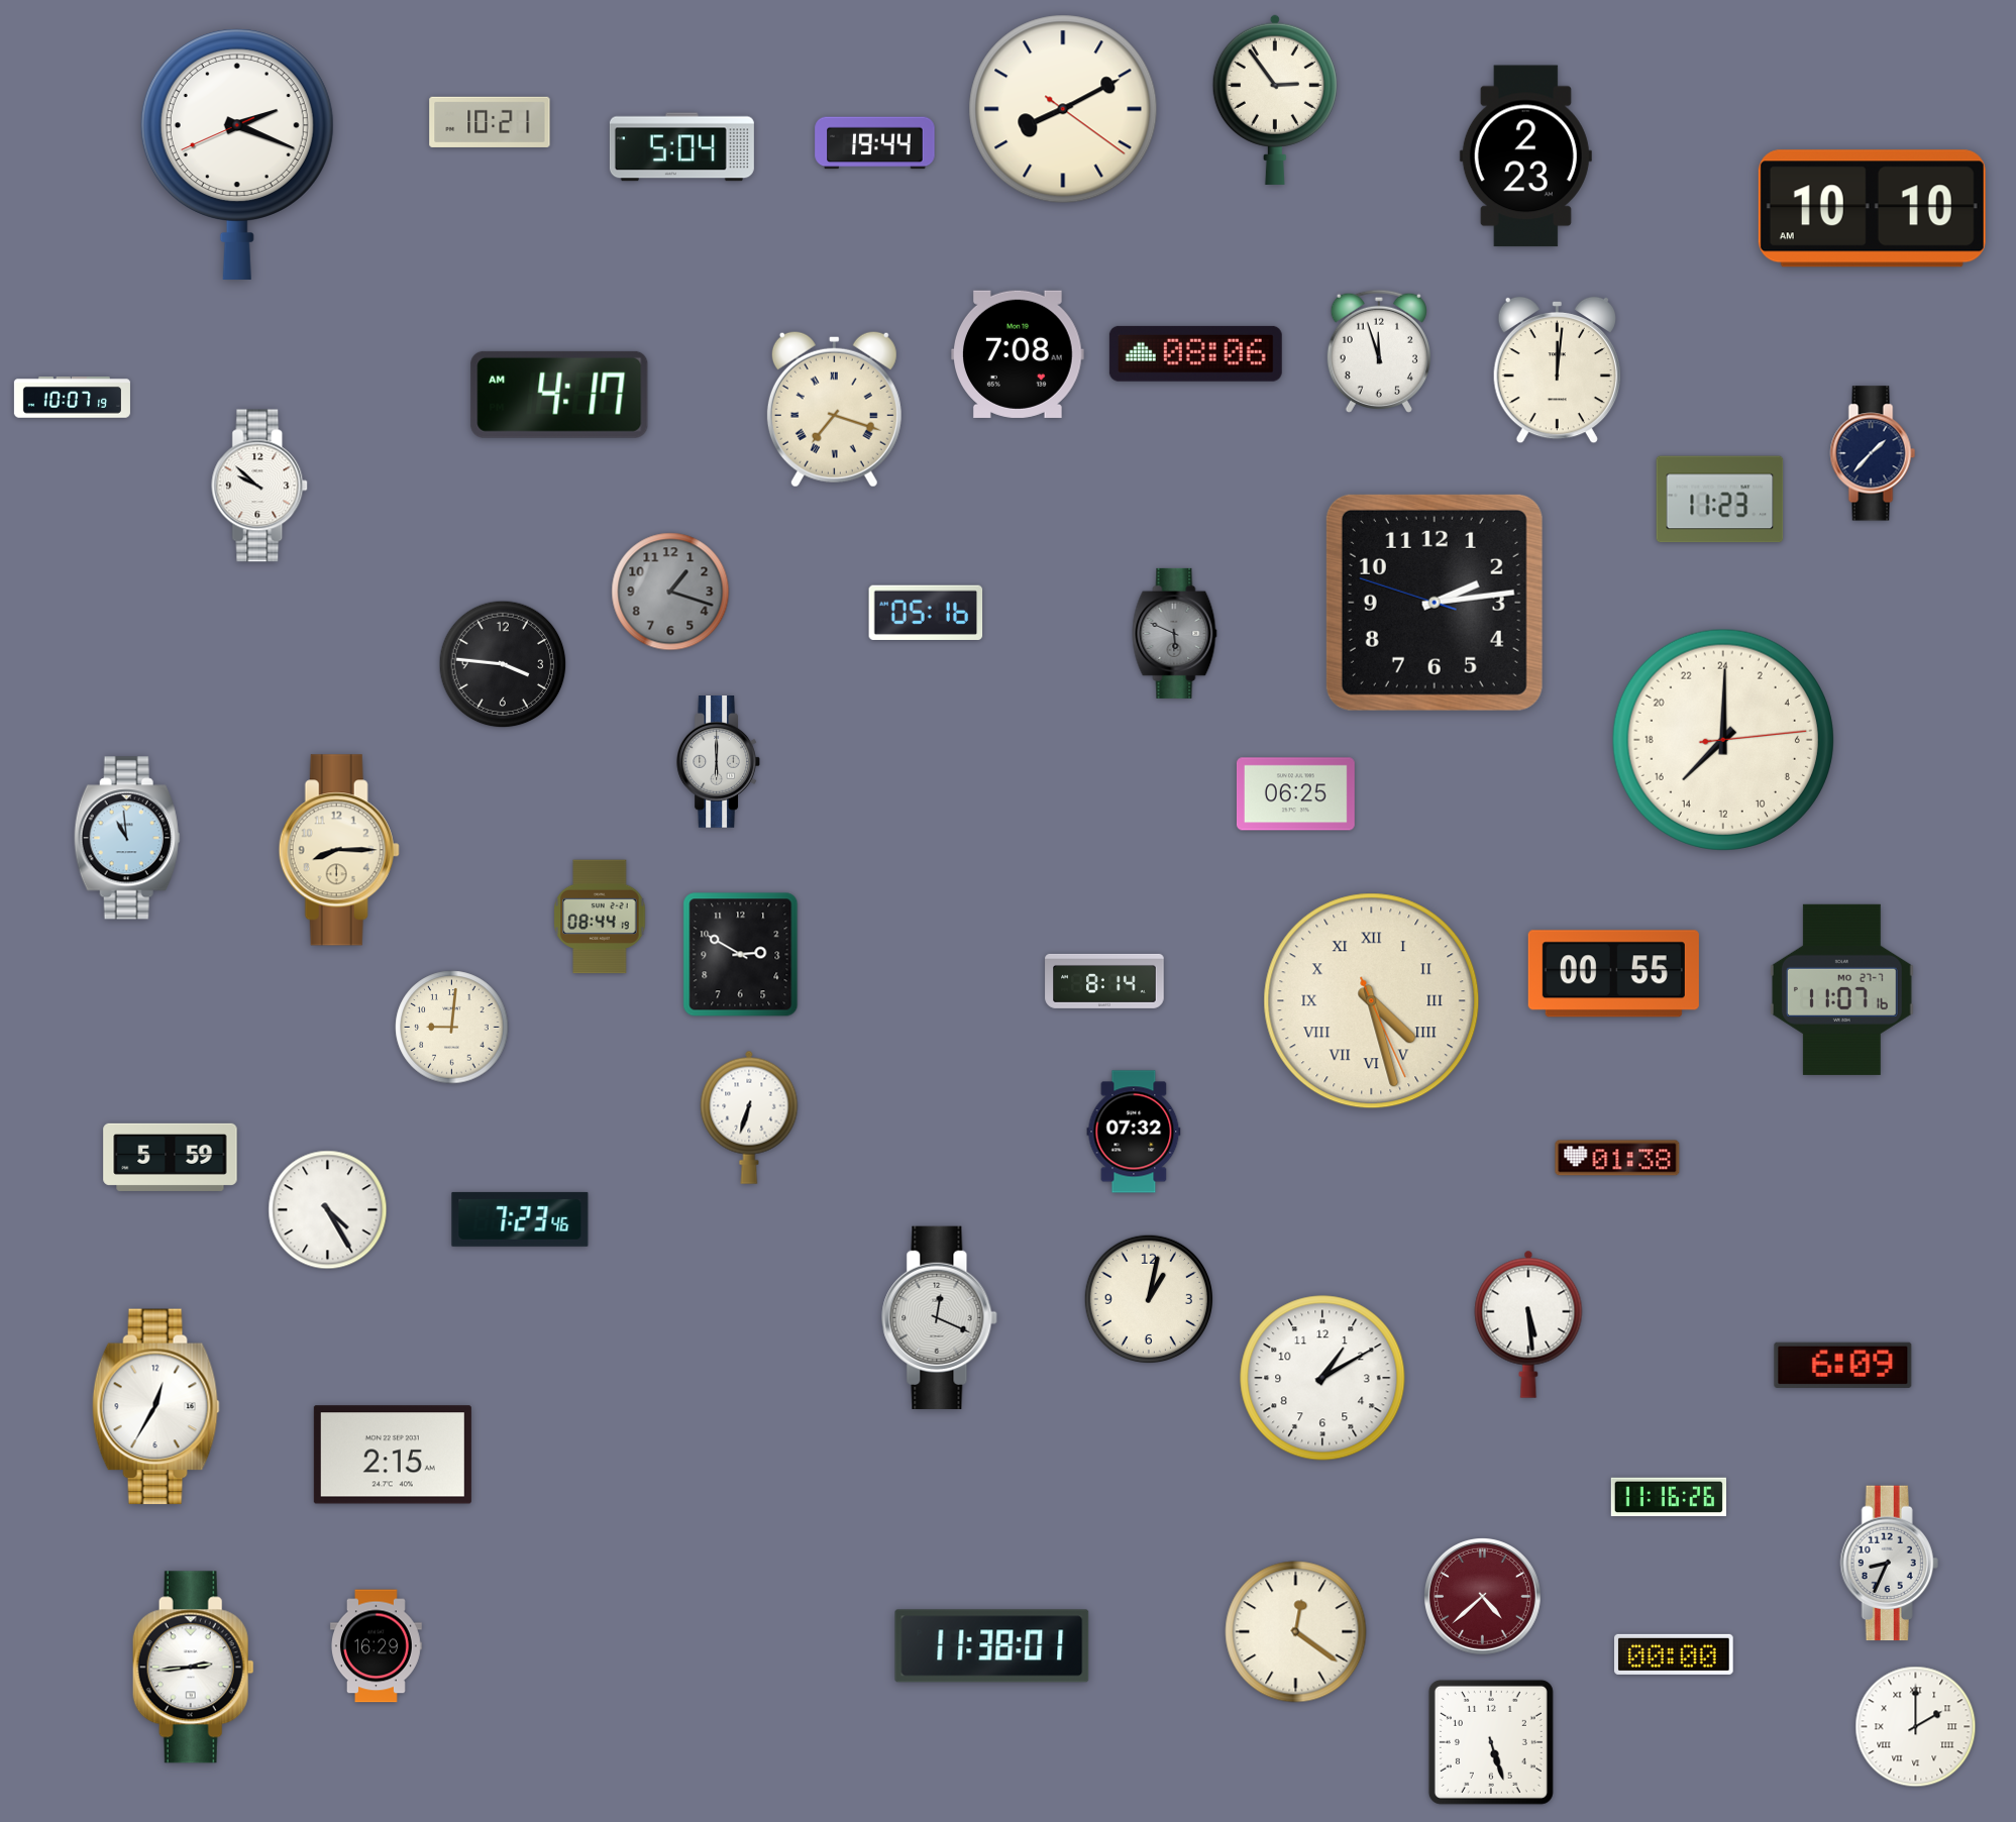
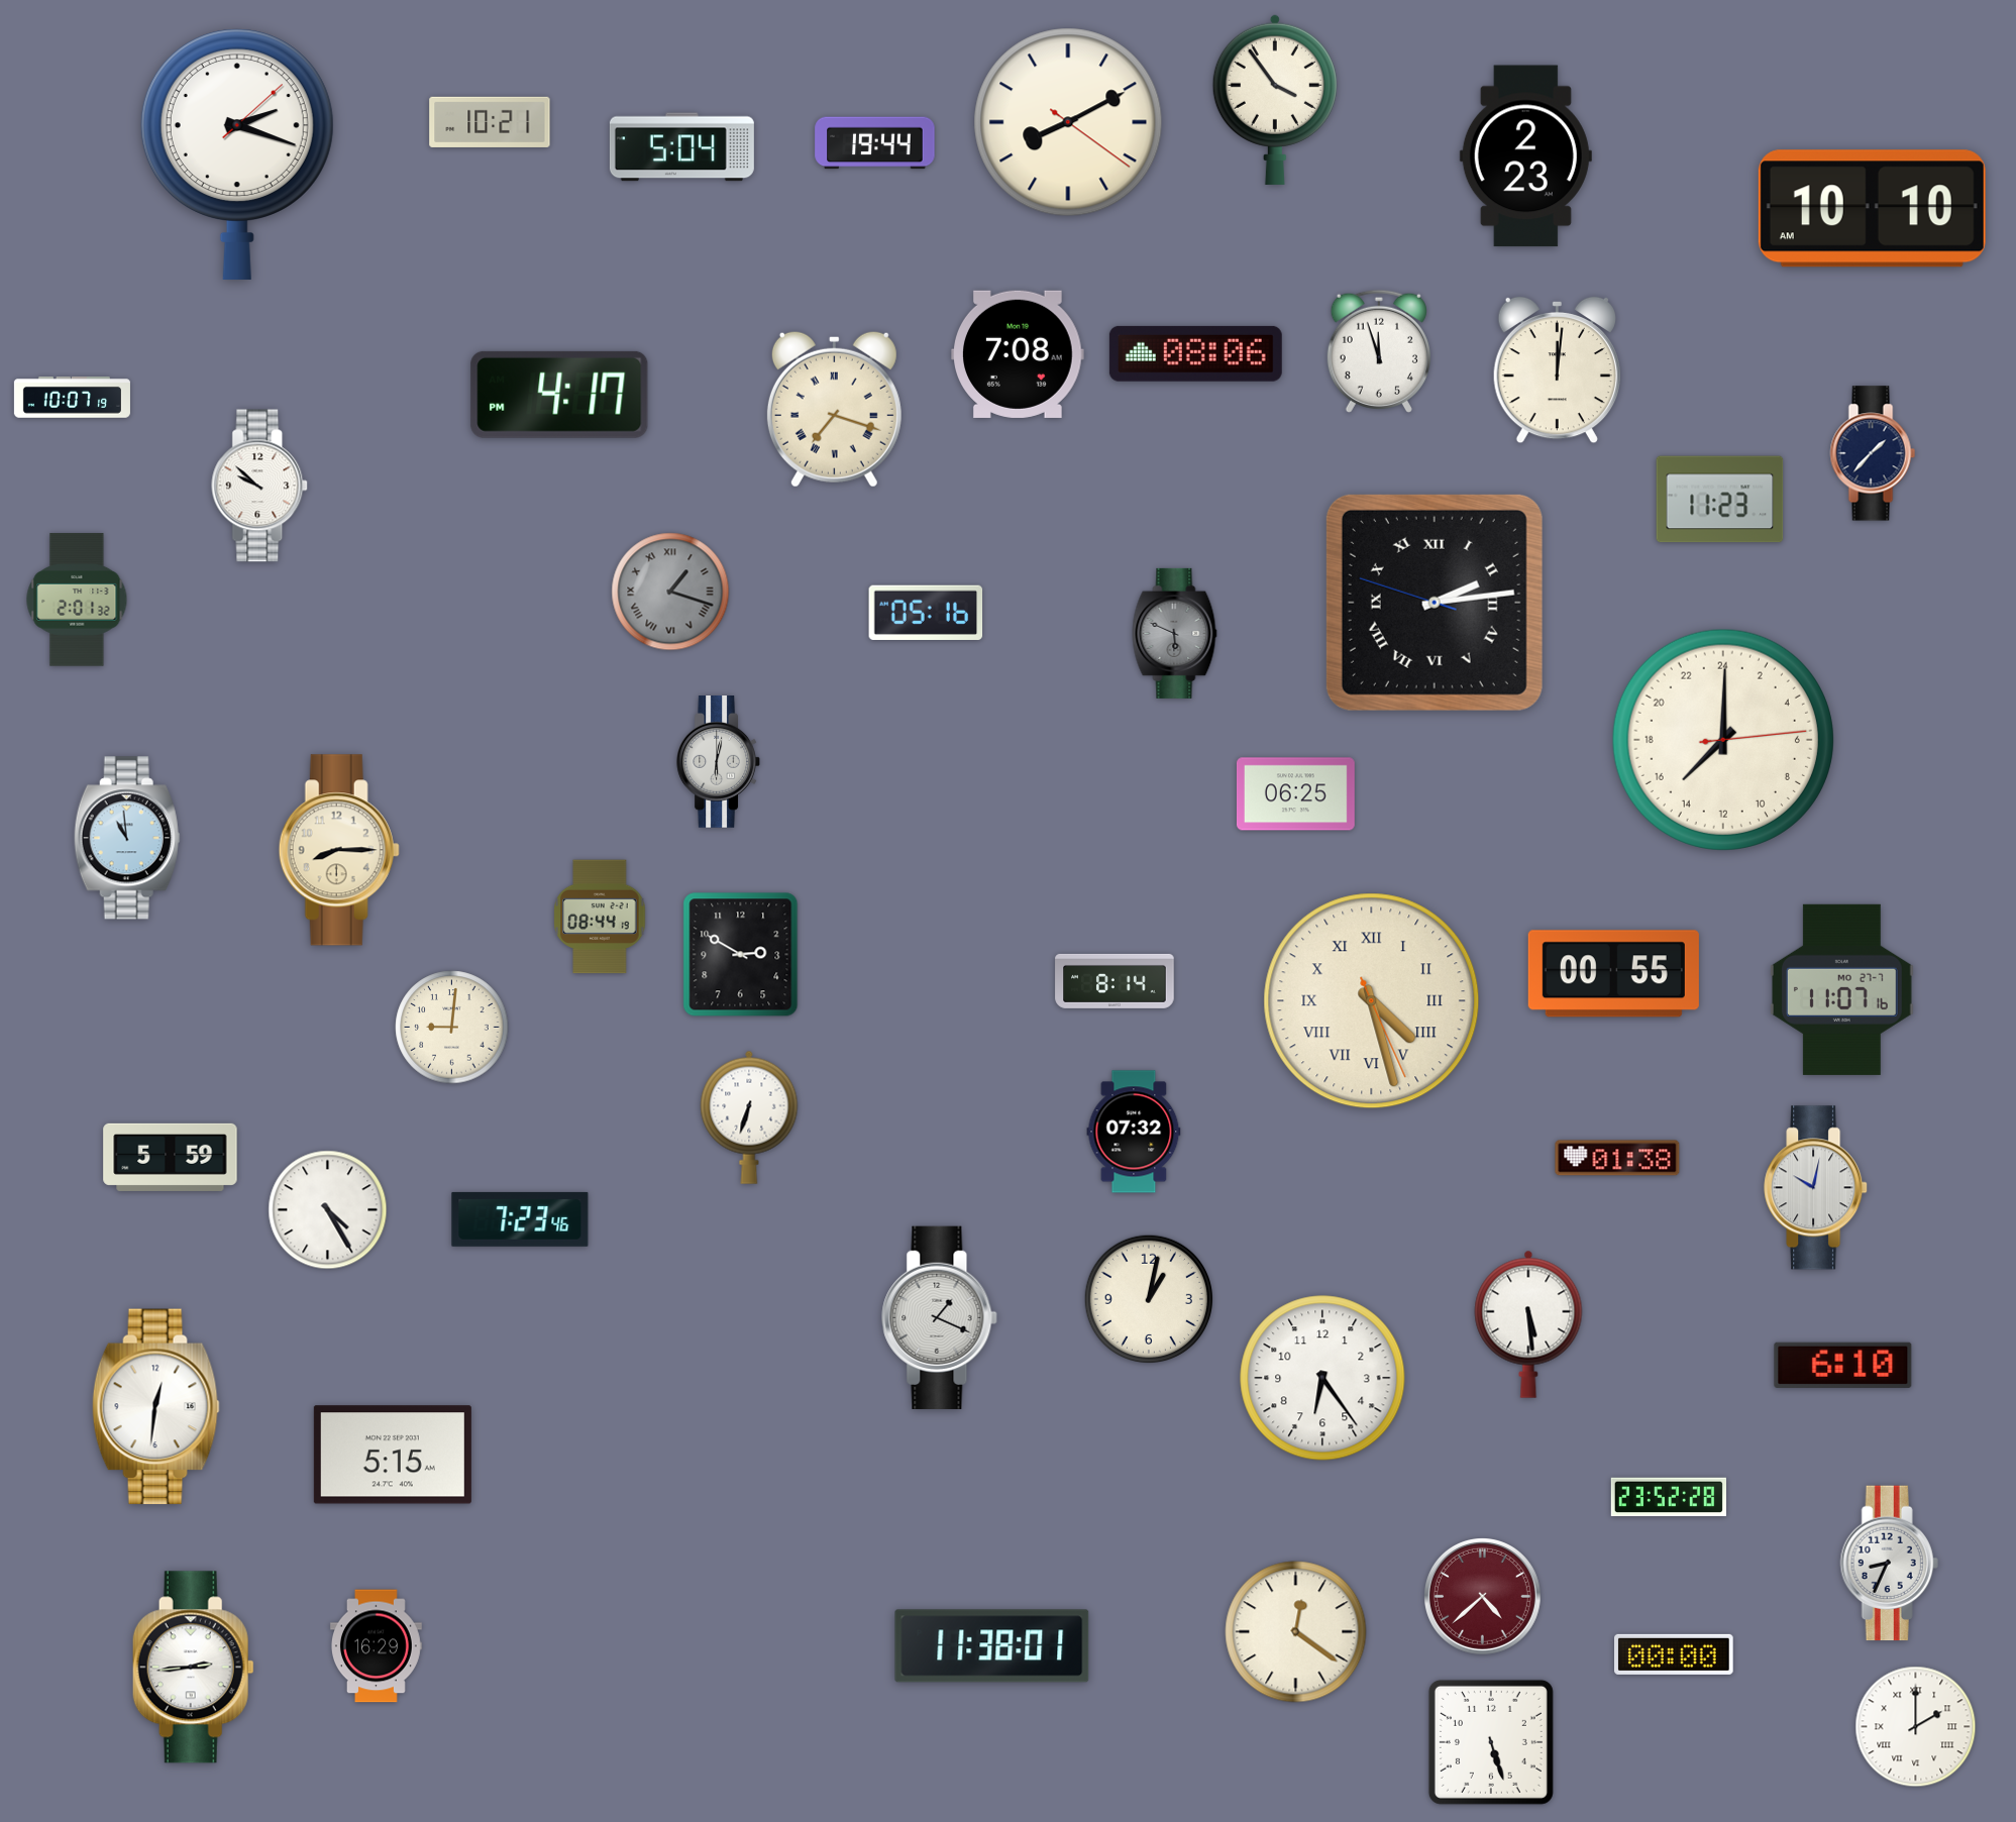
clock at (1275, 99): 2:54 -> 3:54
clock at (1063, 109) position: (1063, 109) -> (1068, 122)
clock at (237, 154): 2:18:41 -> 2:18:08
clock at (559, 395): 4:17 AM -> 4:17 PM
clock at (670, 592) numerals: Arabic -> Roman
clock at (77, 600): none -> 2:01
clock at (1435, 603) numerals: Arabic -> Roman
clock at (503, 664): 3:46 -> none
clock at (718, 762): 6:00 -> 6:02
clock at (1104, 981) position: (1104, 981) -> (1115, 981)
clock at (1816, 1188): none -> 10:02
clock at (940, 1317): 12:19 -> 1:19
clock at (1843, 1365): 6:09 -> 6:10
clock at (1322, 1378): 1:10 -> 6:24
clock at (155, 1407): 12:35 -> 12:31
clock at (393, 1455): 2:15 -> 5:15
clock at (1668, 1497): 11:16 -> 23:52
